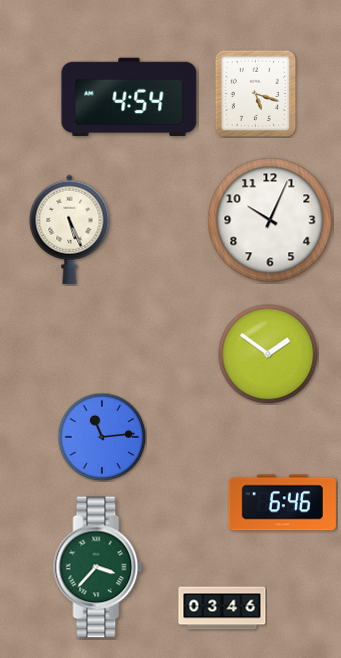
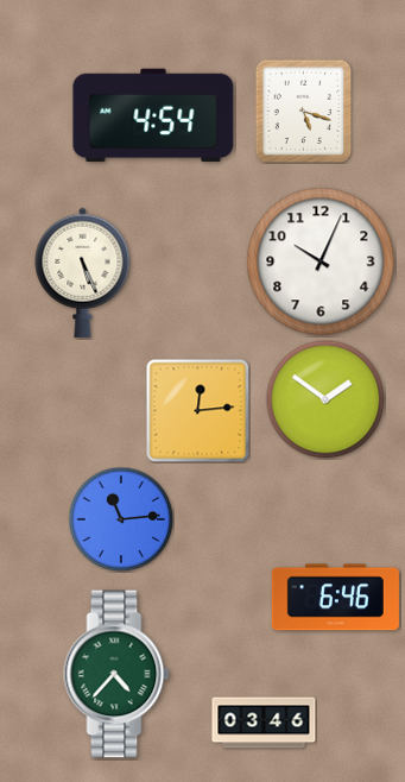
clock at (197, 410): none -> 12:14
clock at (268, 354) position: (268, 354) -> (325, 399)
clock at (98, 567): 3:37 -> 4:37
